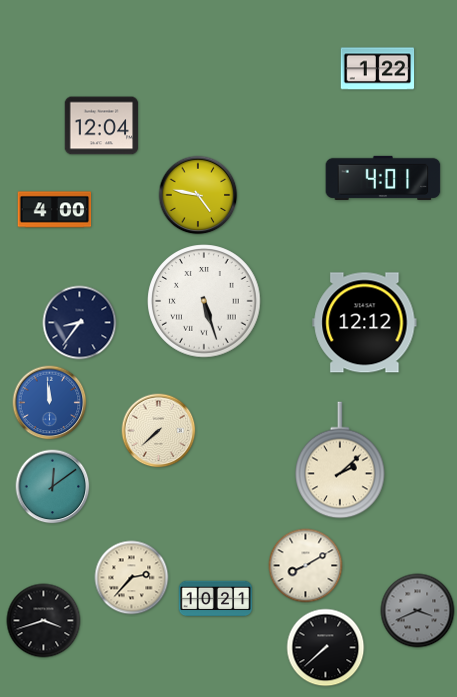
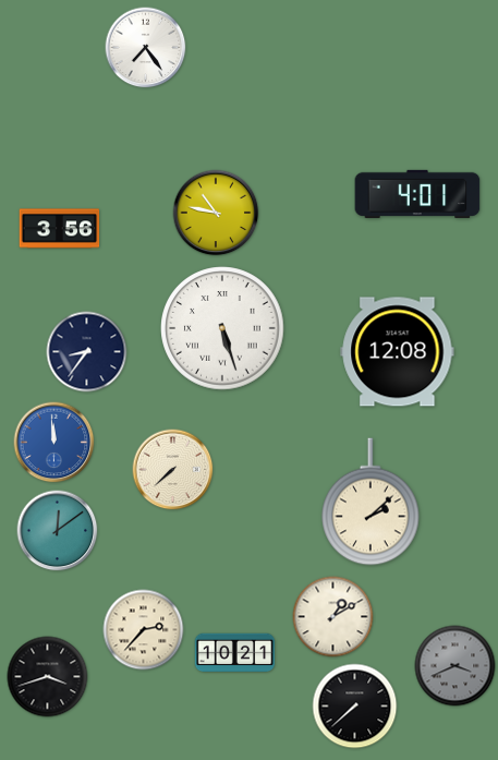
clock at (146, 48): none -> 7:24
clock at (378, 69): 1:22 -> none
clock at (102, 126): 12:04 -> none
clock at (198, 195): 4:47 -> 10:47
clock at (55, 210): 4:00 -> 3:56
clock at (365, 323): 12:12 -> 12:08
clock at (50, 403) position: (50, 403) -> (54, 443)
clock at (306, 566): 8:10 -> 1:10
